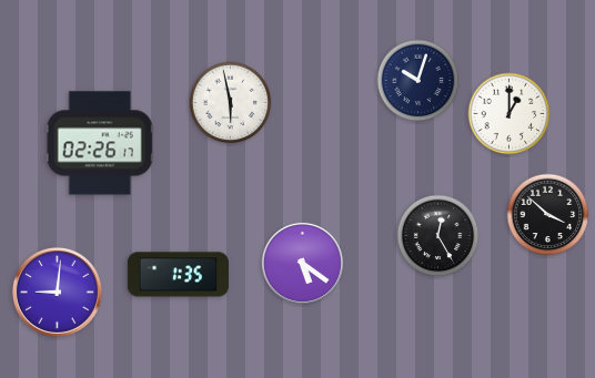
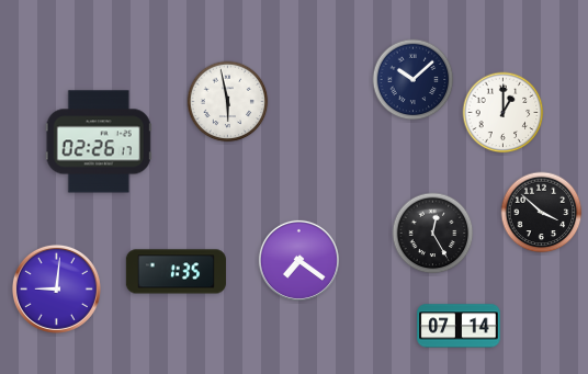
clock at (418, 81): 10:03 -> 10:08
clock at (302, 263): 5:21 -> 7:21
clock at (459, 326): none -> 07:14
